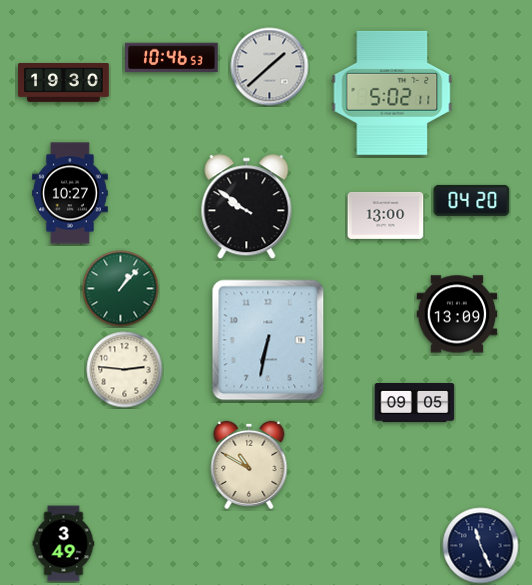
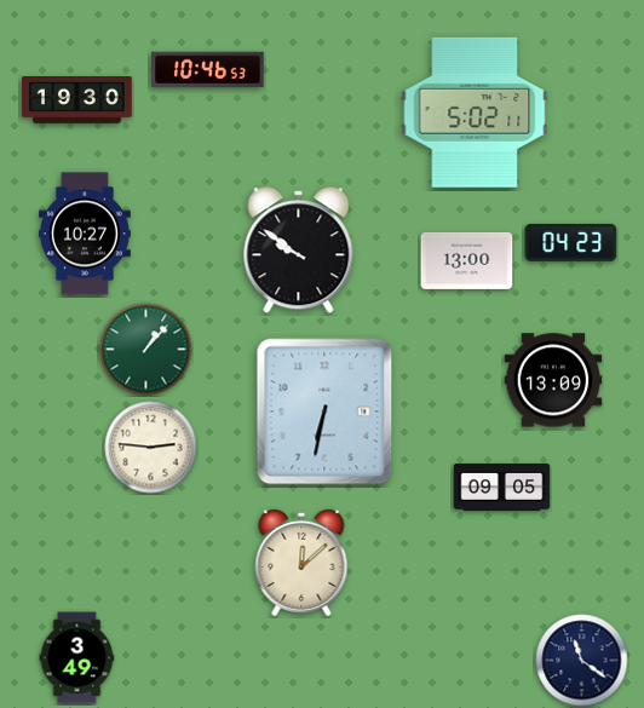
clock at (270, 67): 1:38 -> none
clock at (472, 200): 04:20 -> 04:23
clock at (249, 465): 10:50 -> 12:08
clock at (481, 546): 11:26 -> 11:21
